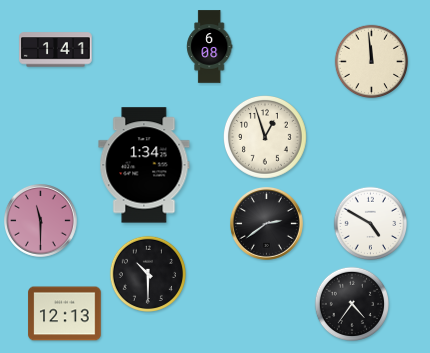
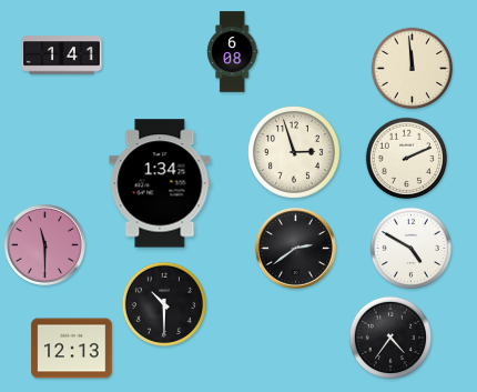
clock at (266, 138): 12:57 -> 2:57
clock at (407, 159): none -> 2:11
